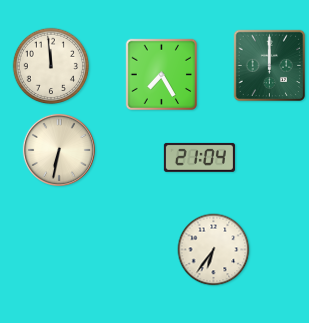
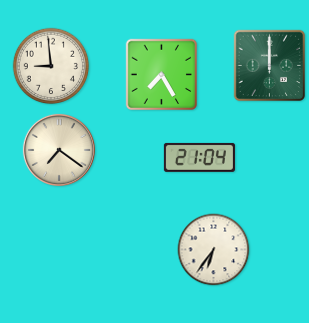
clock at (51, 66): 11:59 -> 8:59
clock at (59, 150): 6:32 -> 7:21
